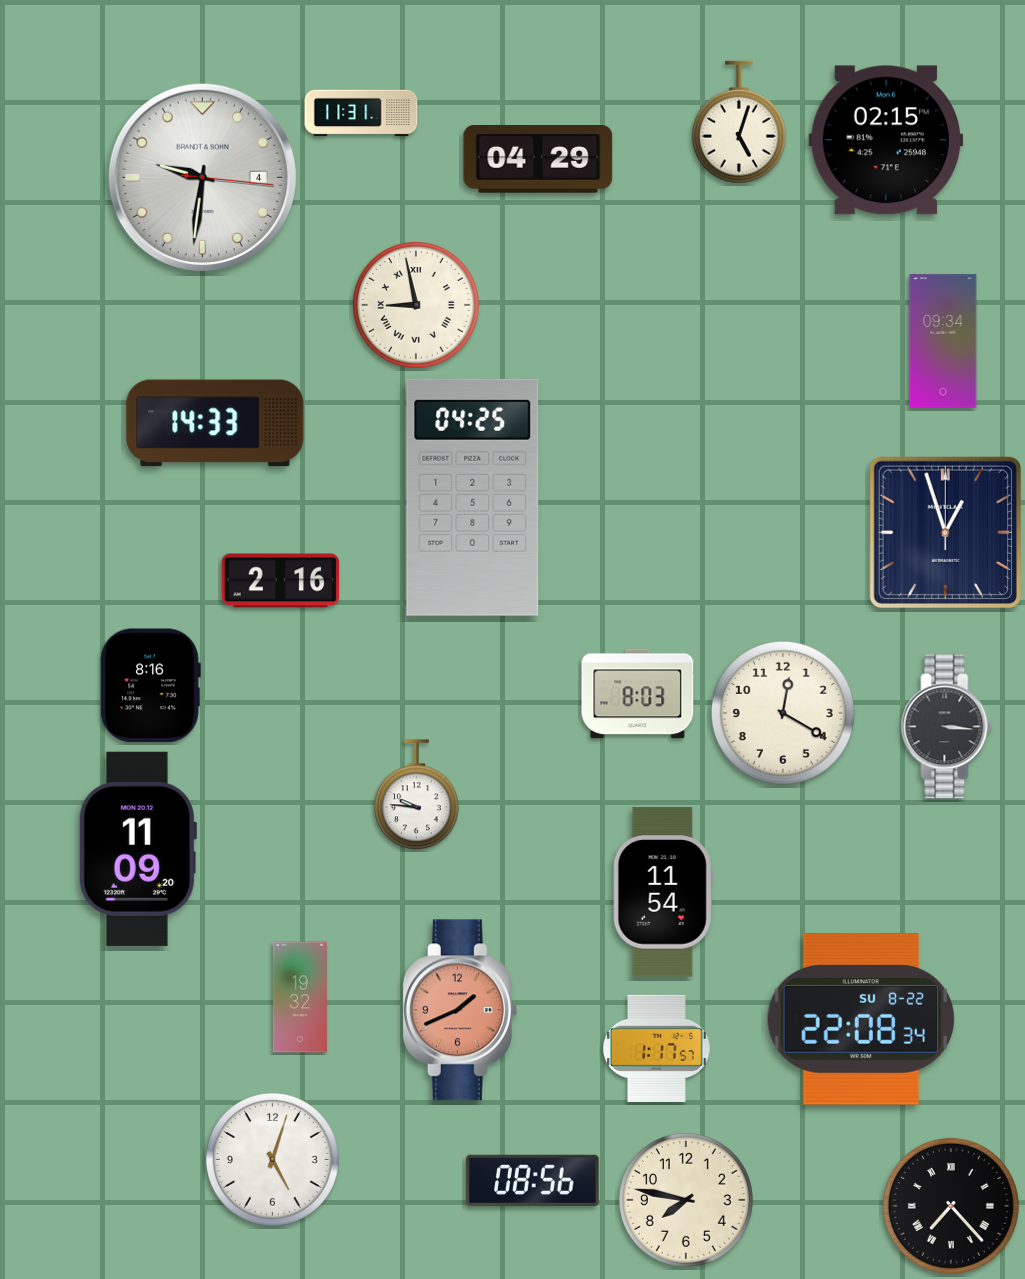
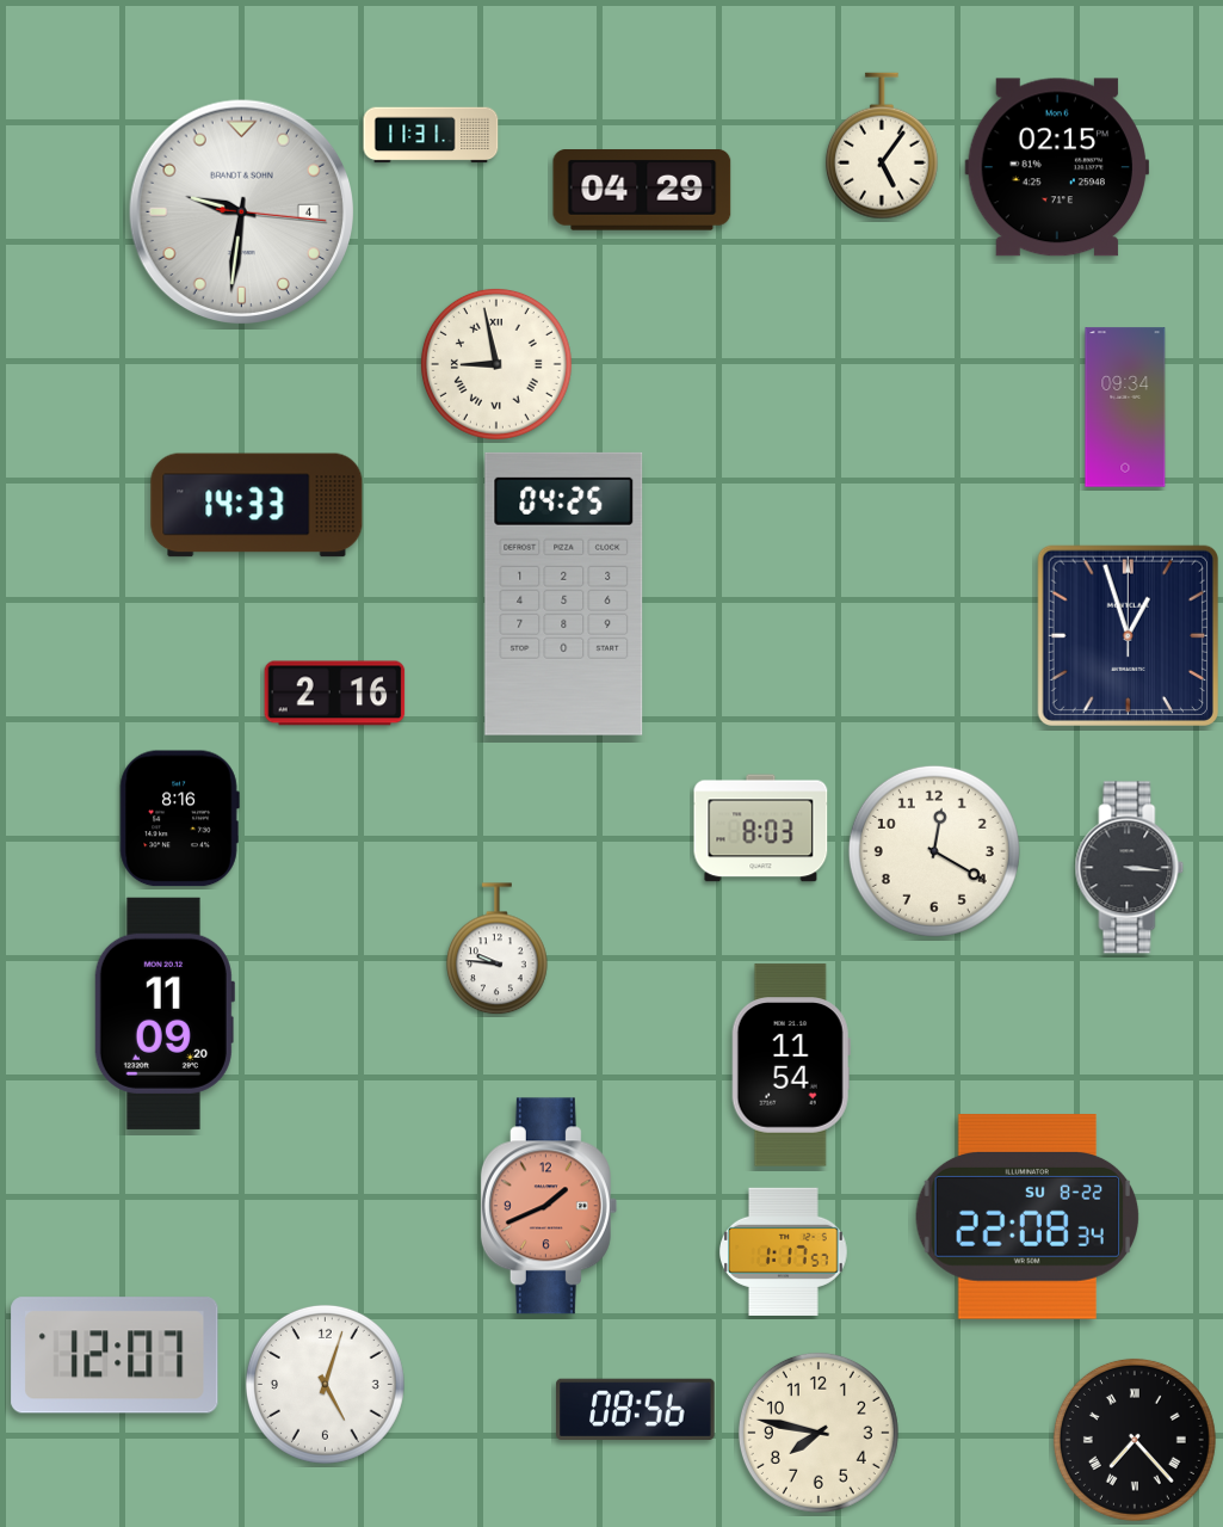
clock at (739, 122): 5:03 -> 5:06
clock at (300, 997): 19:32 -> none
clock at (115, 1355): none -> 12:07
